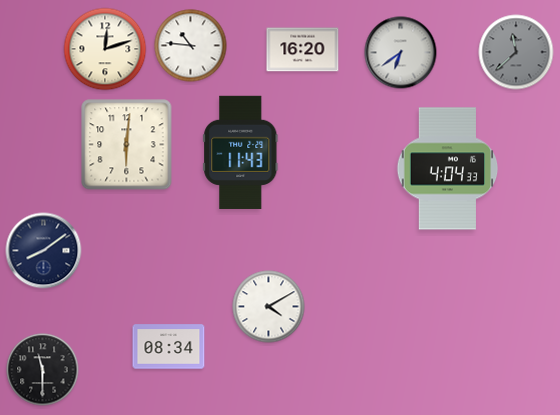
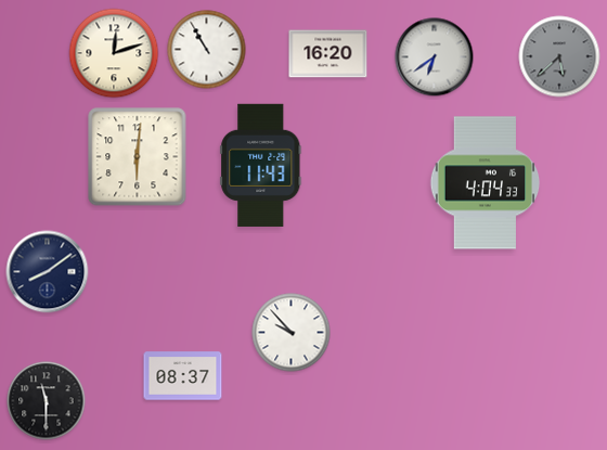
clock at (191, 46): 10:46 -> 10:55
clock at (516, 52): 11:38 -> 5:38
clock at (269, 307): 4:10 -> 9:53
clock at (169, 347): 08:34 -> 08:37
